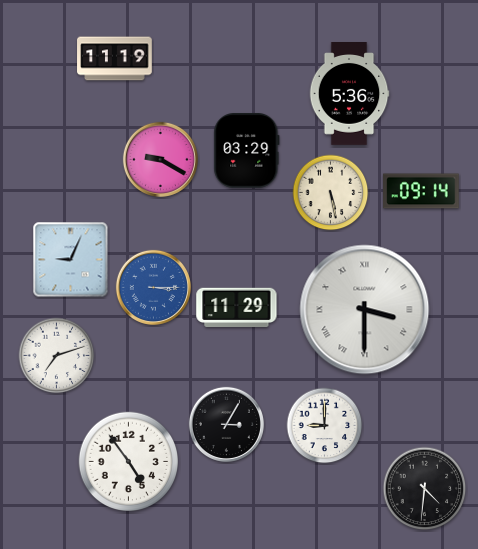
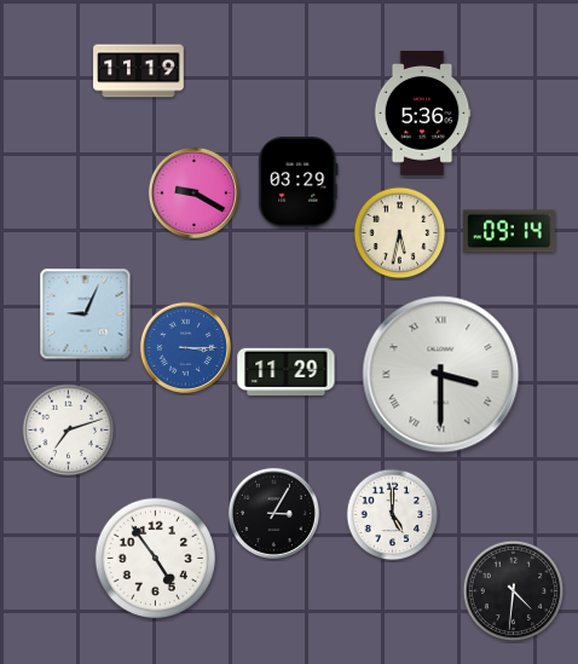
clock at (331, 193): 5:28 -> 5:32
clock at (325, 426): 9:00 -> 5:00
